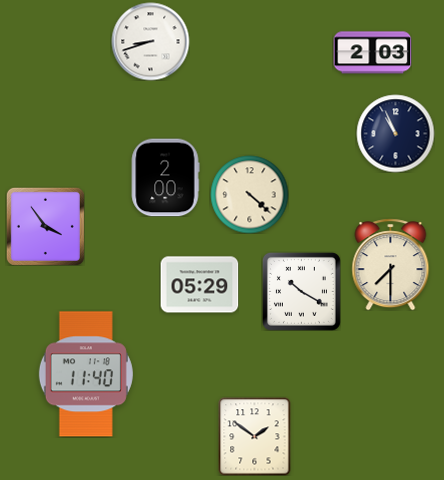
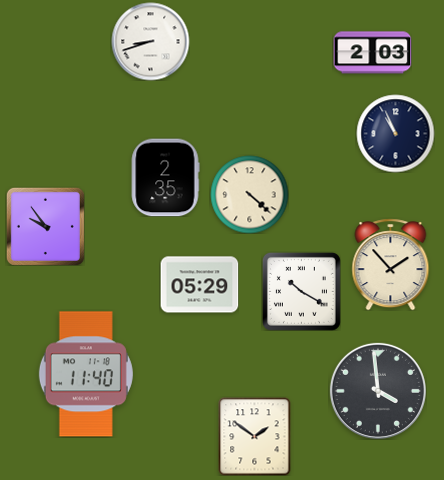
clock at (165, 177): 2:00 -> 2:35
clock at (45, 226): 3:54 -> 9:54
clock at (391, 264): 7:30 -> 1:53
clock at (378, 391): none -> 3:59
